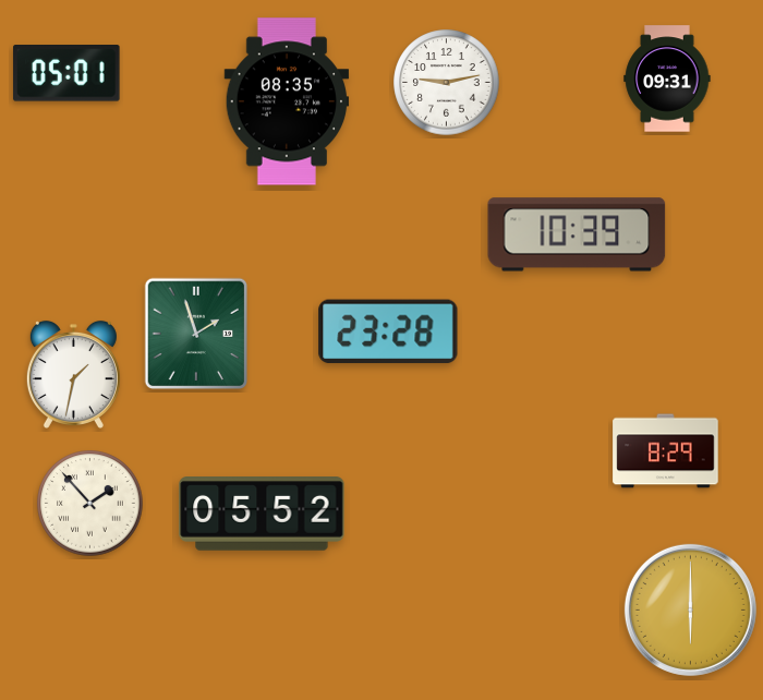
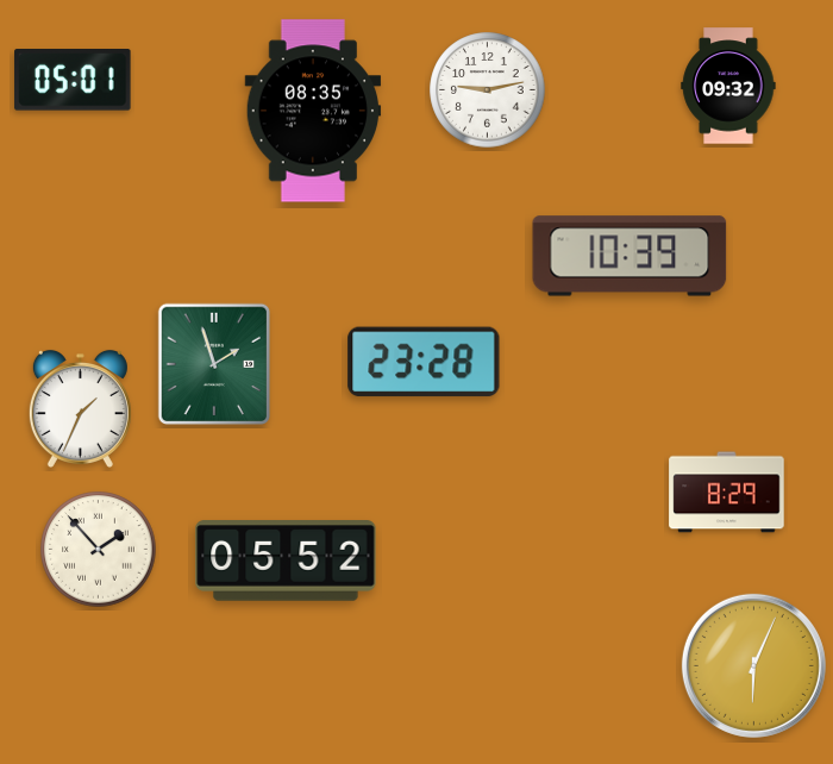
clock at (667, 79): 09:31 -> 09:32
clock at (73, 374): 1:32 -> 1:34
clock at (690, 610): 6:00 -> 6:04
